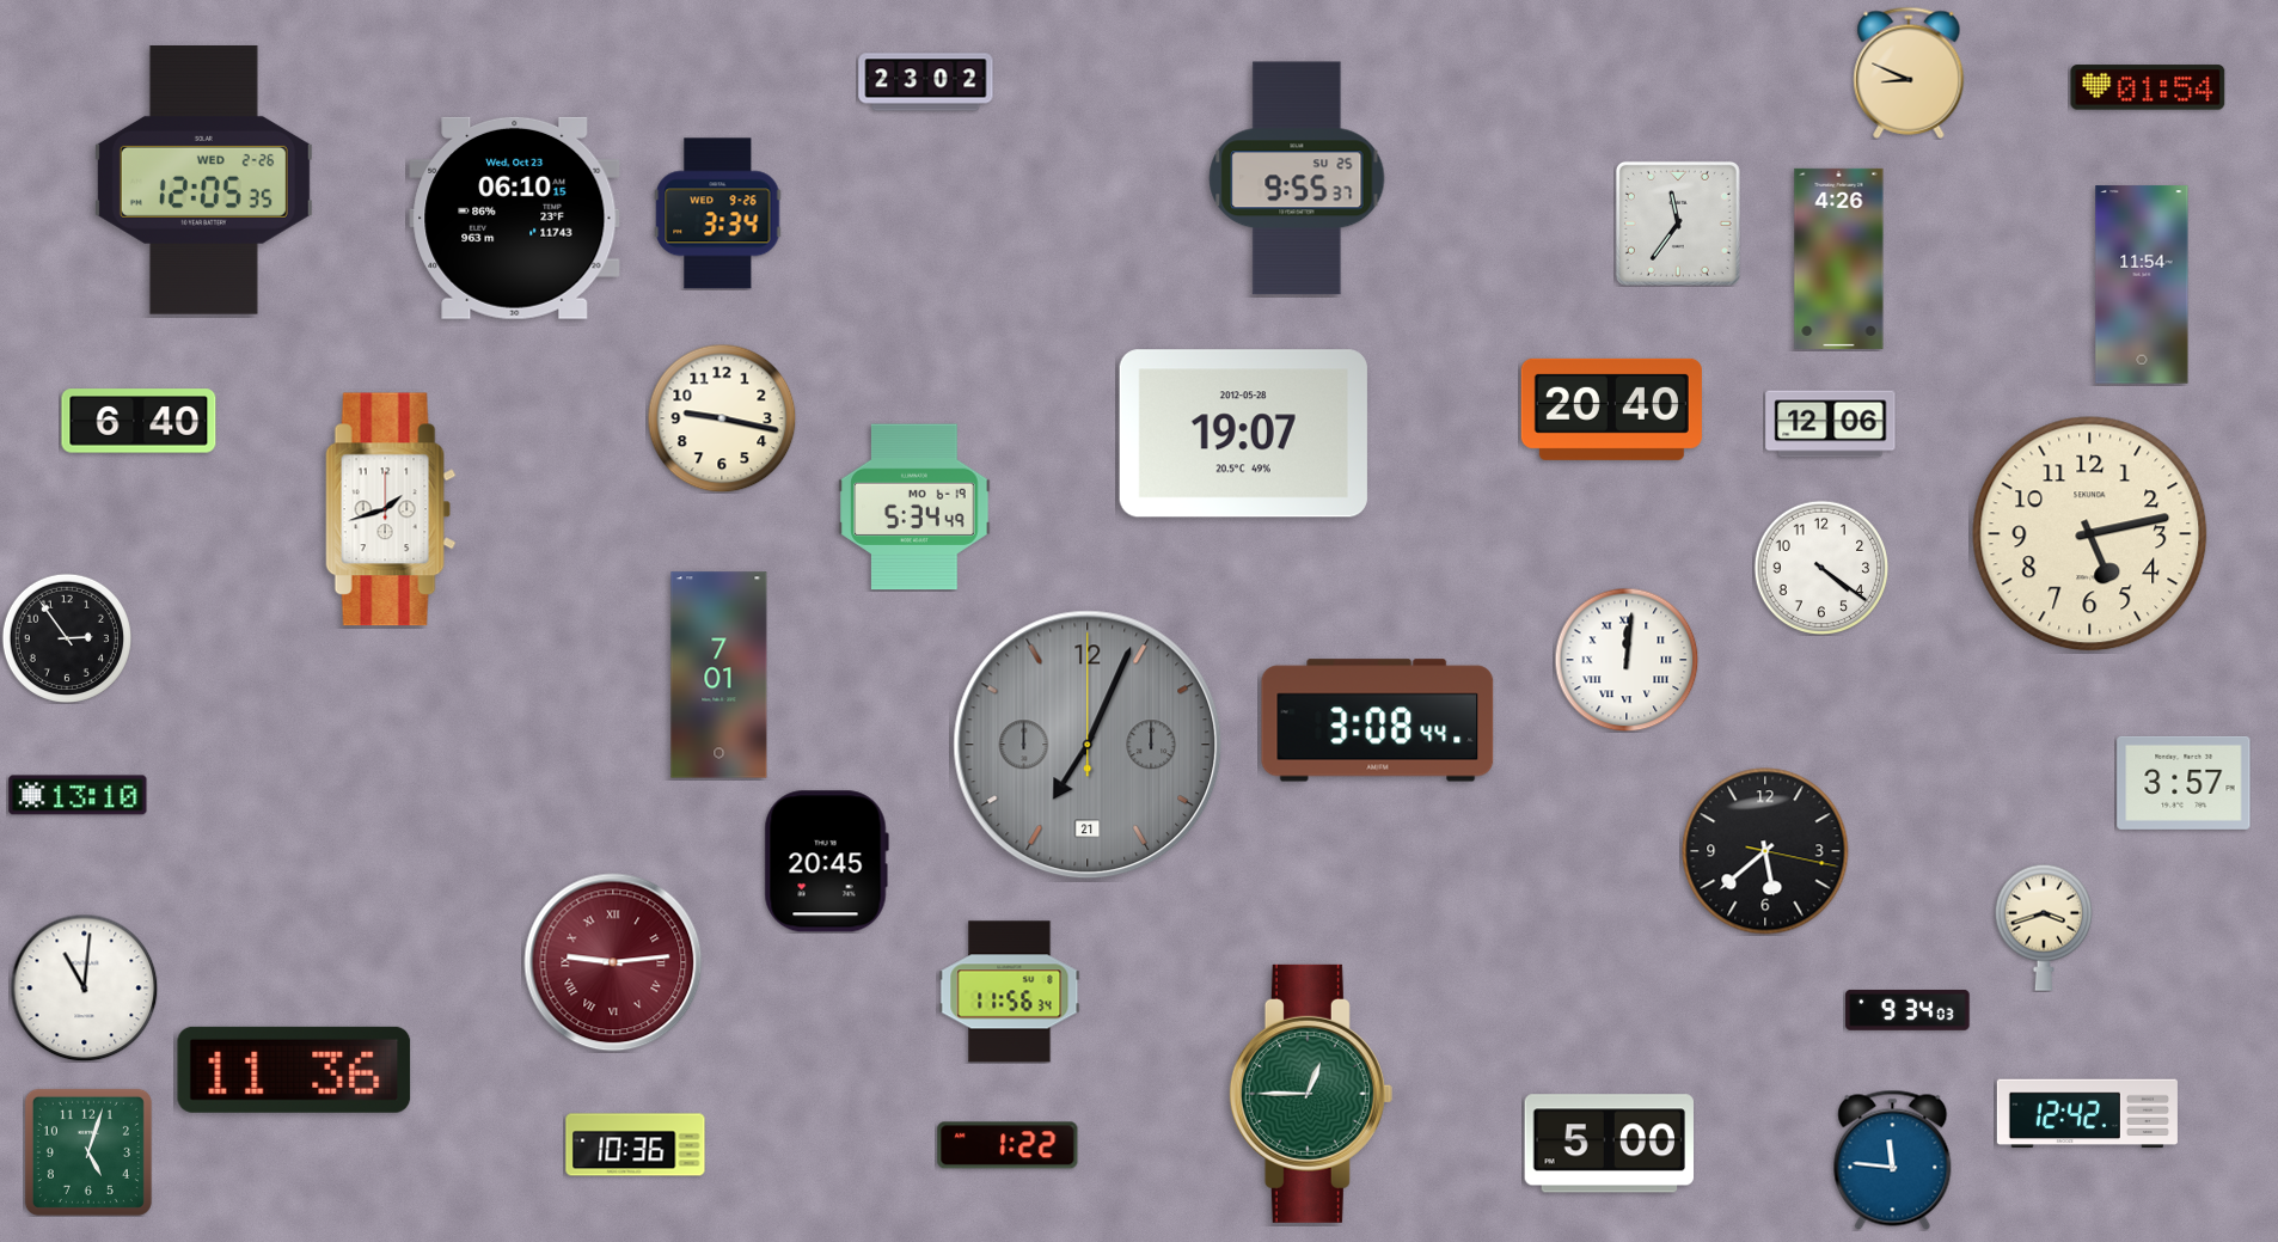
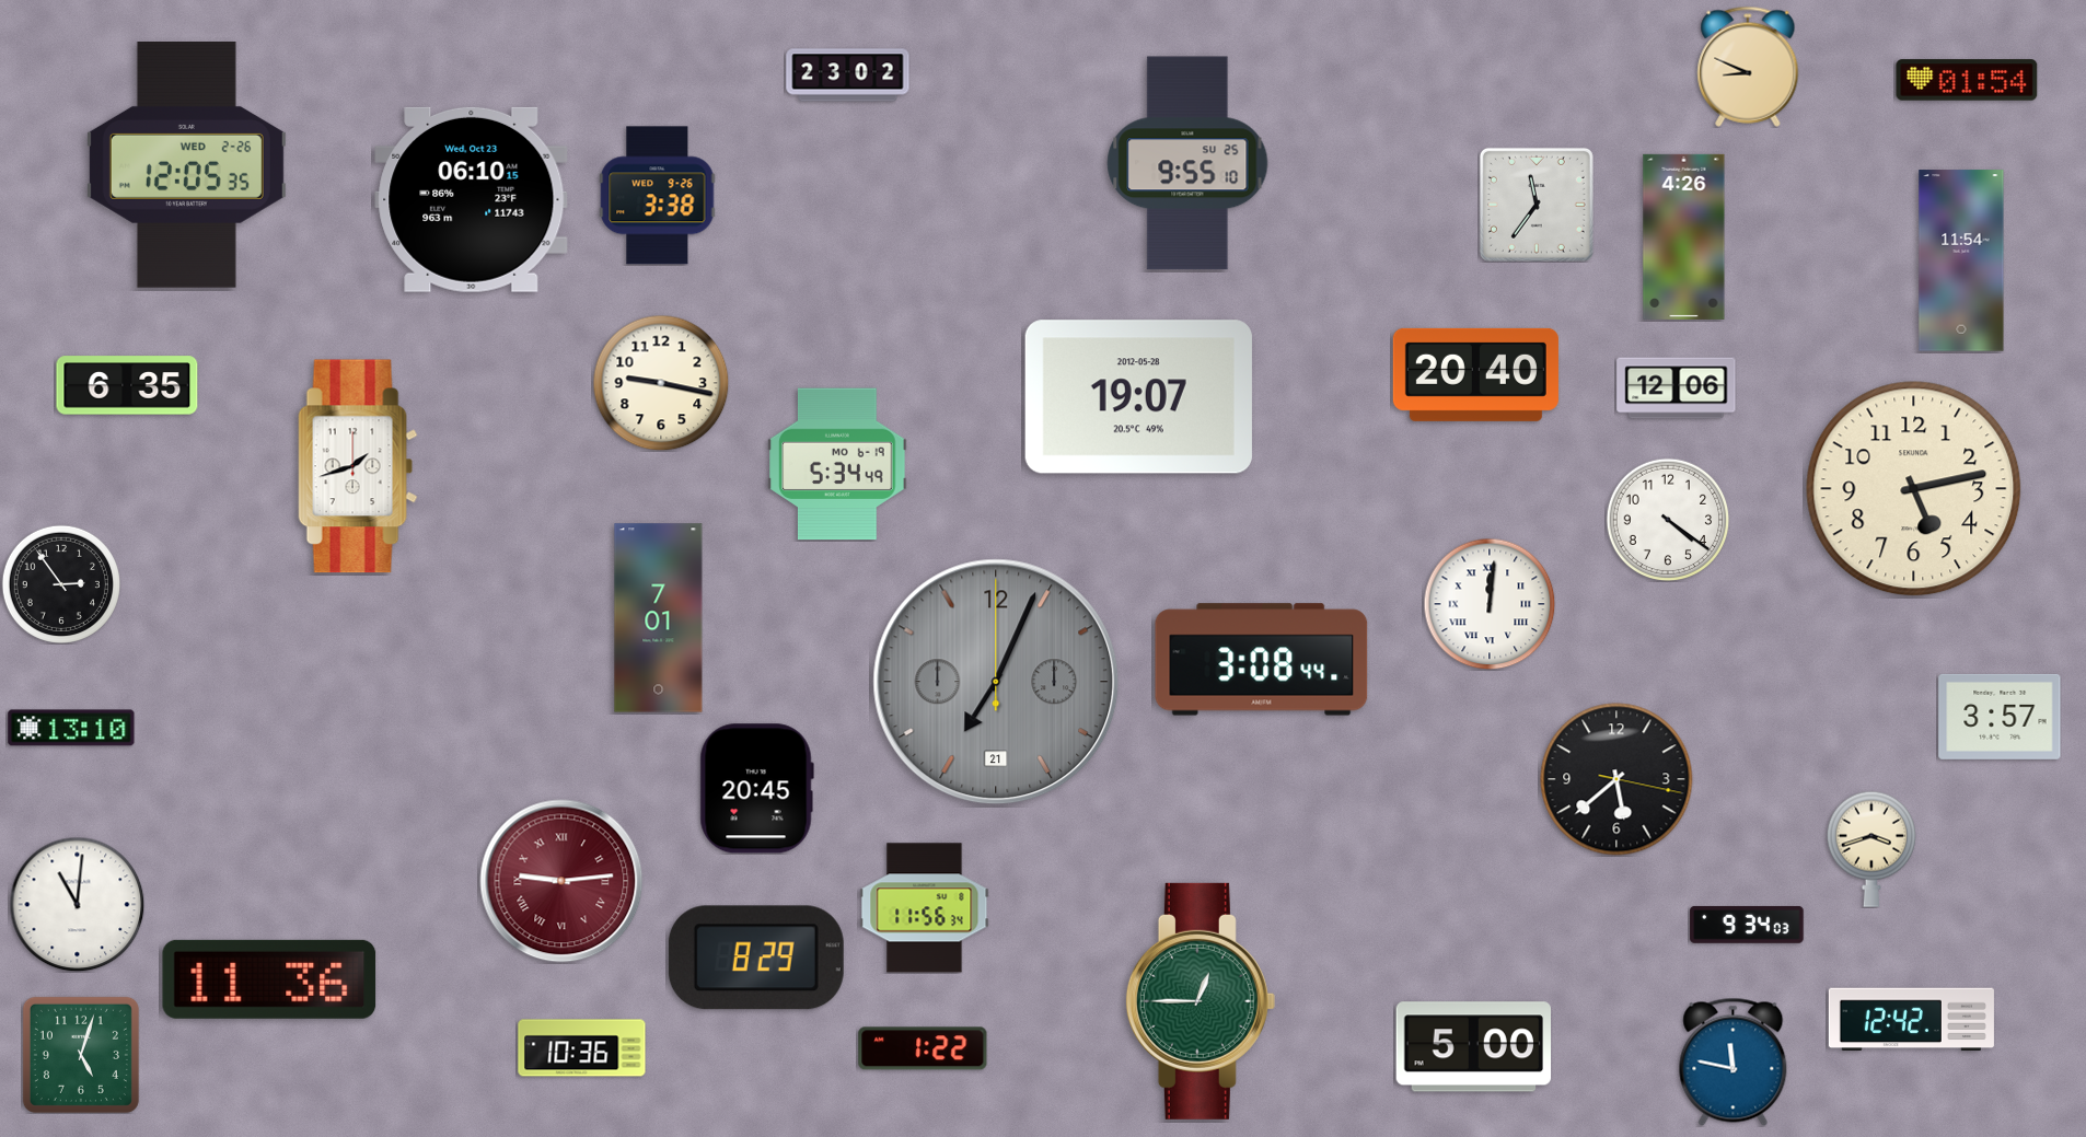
clock at (1297, 178): 9:55:37 -> 9:55:10
clock at (718, 214): 3:34 -> 3:38
clock at (139, 421): 6:40 -> 6:35
clock at (756, 958): none -> 8:29
clock at (1893, 1160): 11:46 -> 11:47
